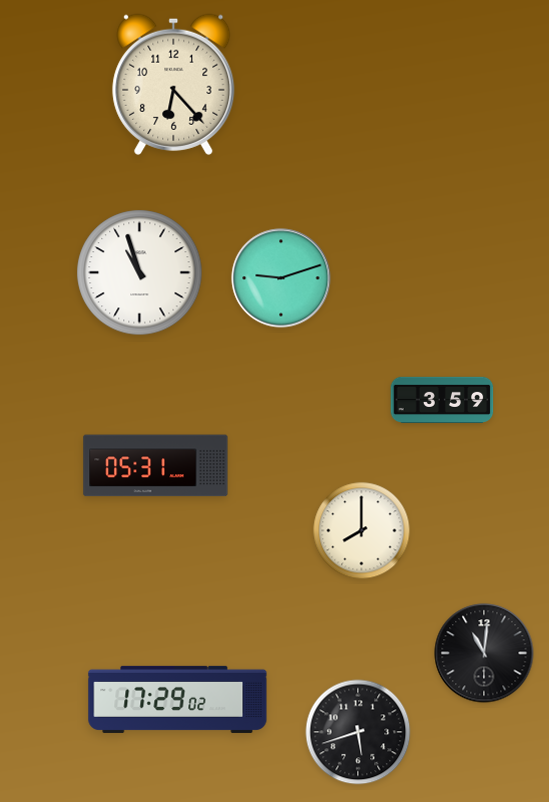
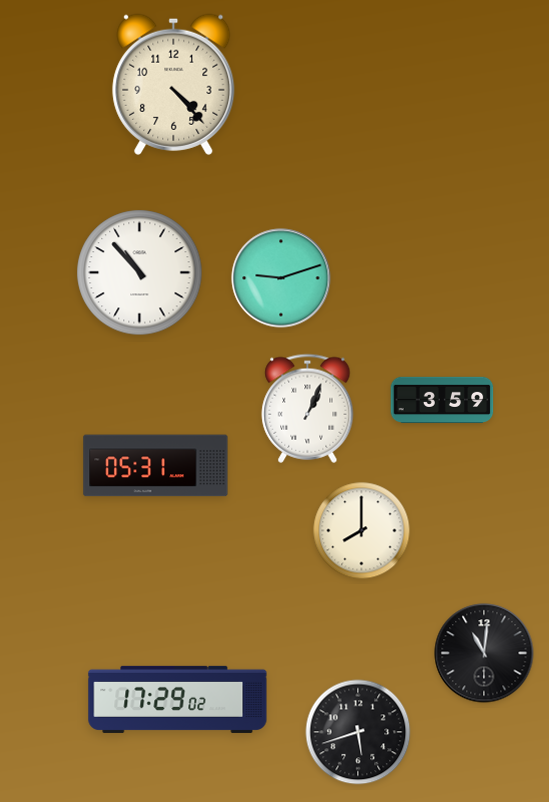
clock at (174, 84): 6:23 -> 4:23
clock at (140, 273): 10:57 -> 10:53
clock at (308, 408): none -> 1:04
